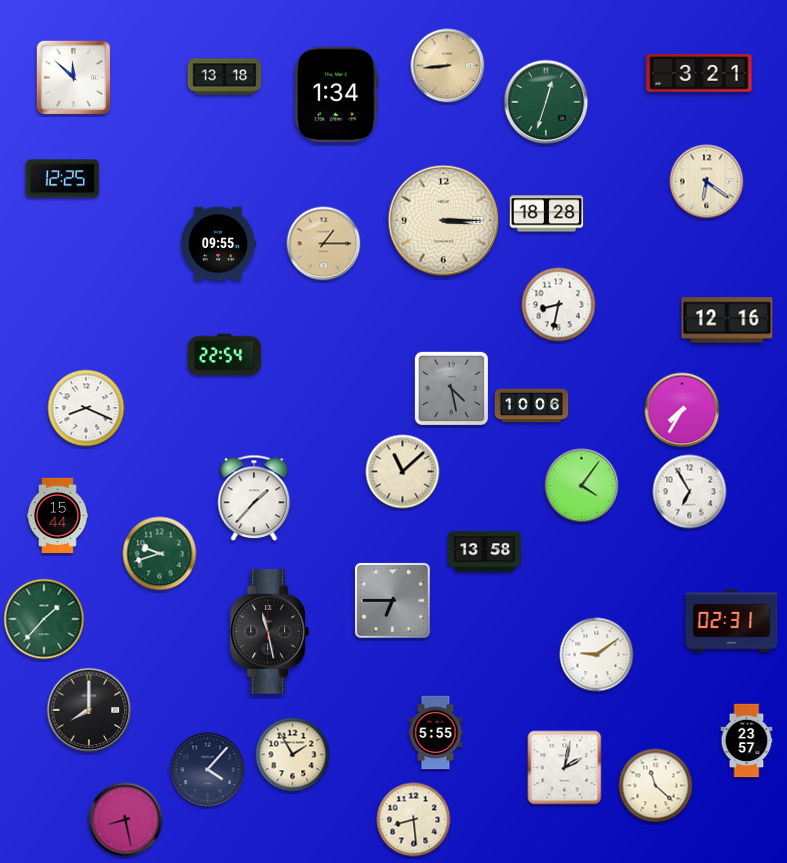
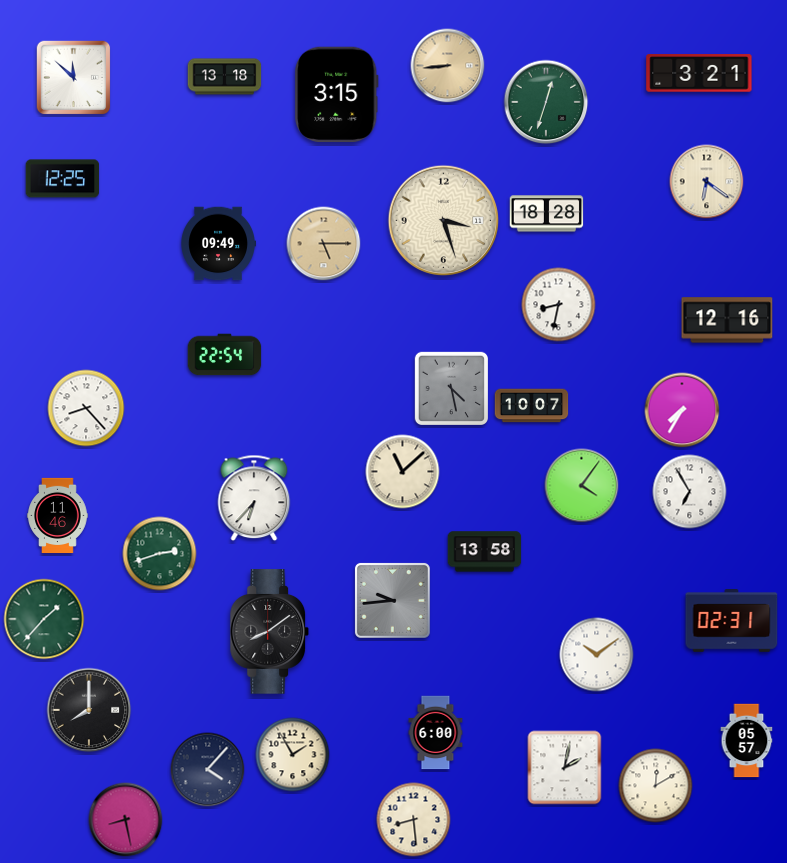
clock at (337, 95): 1:34 -> 3:15
clock at (444, 221): 3:15 -> 3:27
clock at (218, 244): 09:55 -> 09:49
clock at (324, 244): 1:15 -> 5:15
clock at (532, 406): 10:06 -> 10:07
clock at (86, 408): 8:19 -> 8:23
clock at (254, 498): 1:37 -> 6:37
clock at (58, 516): 15:44 -> 11:46
clock at (160, 554): 9:42 -> 2:42
clock at (392, 600): 6:45 -> 9:44
clock at (270, 632): 11:28 -> 8:09
clock at (597, 655): 9:09 -> 10:09
clock at (436, 733): 5:55 -> 6:00
clock at (747, 741): 23:57 -> 05:57
clock at (656, 786): 11:22 -> 12:10
